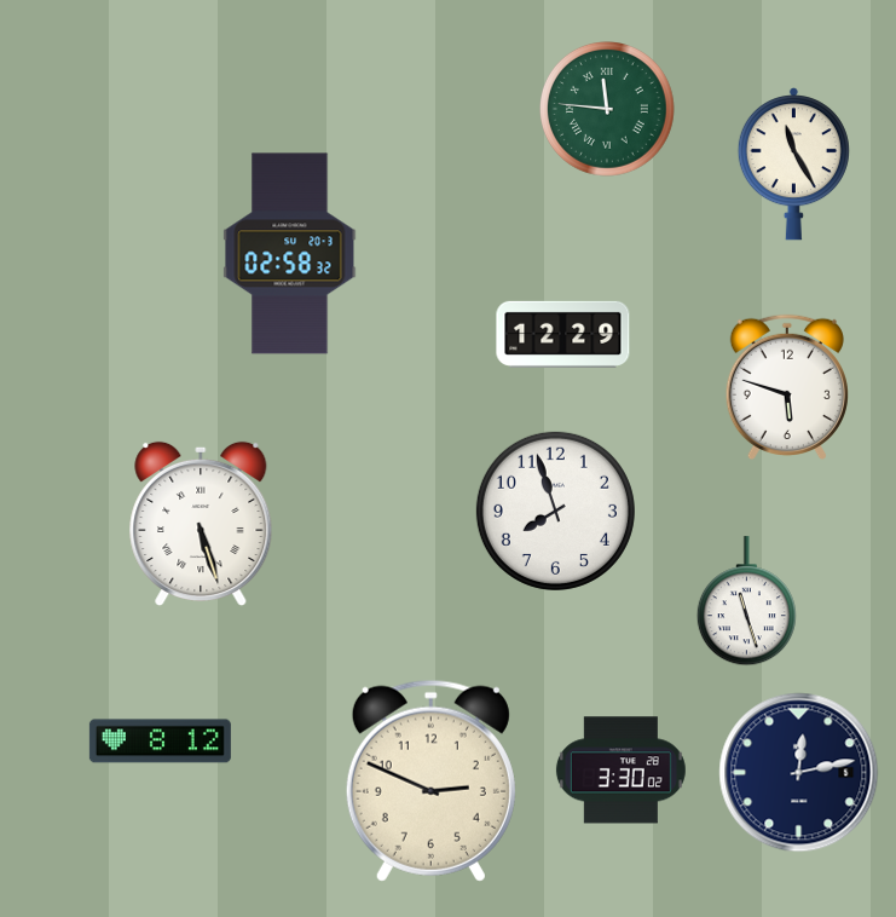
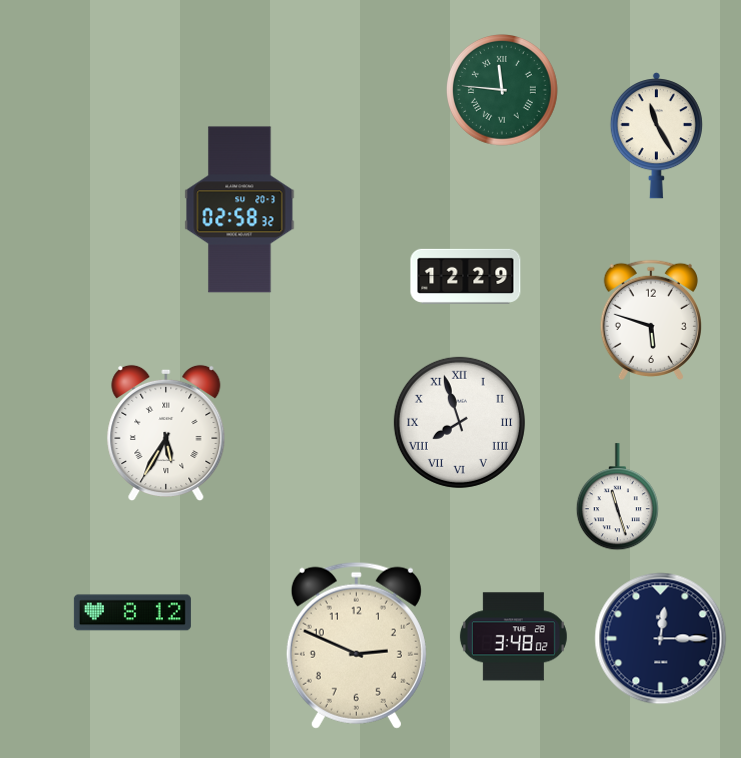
clock at (555, 511) numerals: Arabic -> Roman
clock at (201, 524): 5:27 -> 5:35
clock at (620, 771): 3:30 -> 3:48
clock at (799, 773): 12:13 -> 12:15
